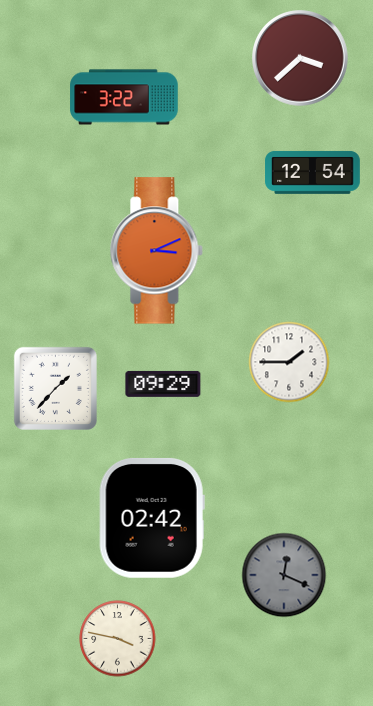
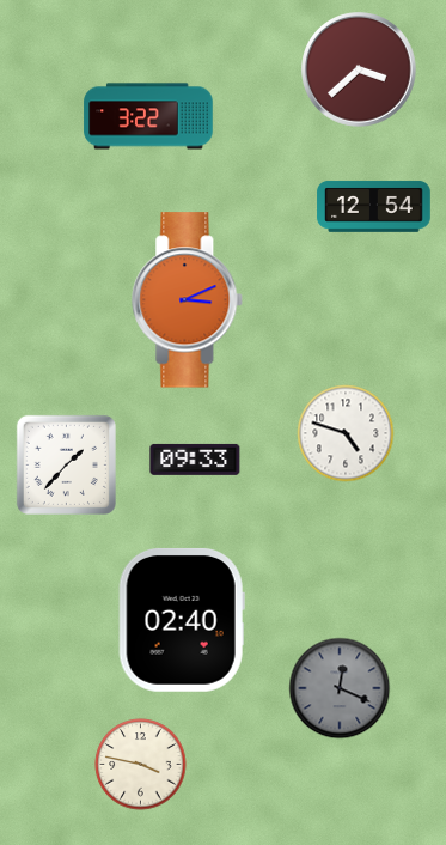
clock at (289, 362): 1:45 -> 4:48
clock at (163, 384): 09:29 -> 09:33
clock at (152, 518): 02:42 -> 02:40
